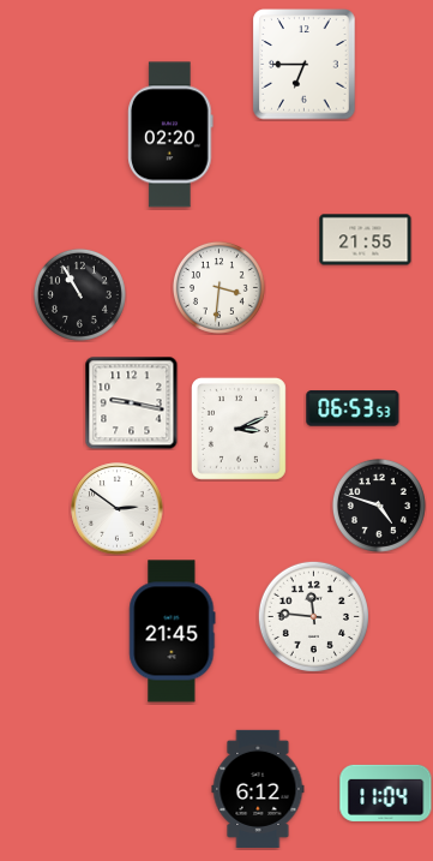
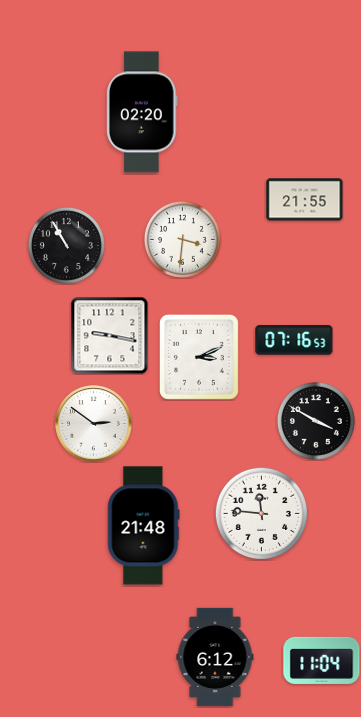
clock at (305, 65): 6:45 -> none
clock at (353, 408): 06:53 -> 07:16
clock at (379, 506): 4:48 -> 3:50
clock at (118, 509) position: (118, 509) -> (94, 424)
clock at (173, 632): 21:45 -> 21:48
